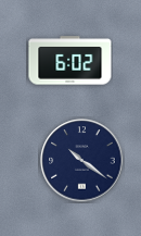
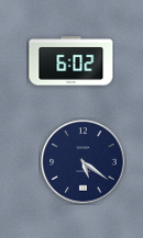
clock at (82, 161): 10:21 -> 5:21
